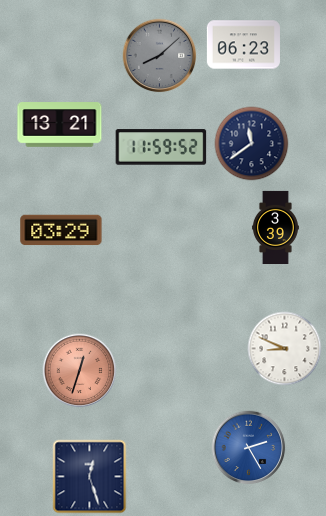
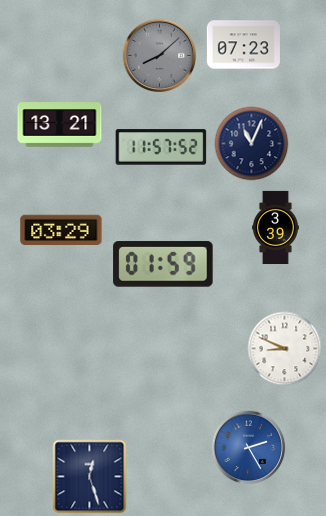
clock at (243, 45): 06:23 -> 07:23
clock at (252, 144): 11:39 -> 11:04
clock at (161, 147): 11:59 -> 11:57
clock at (163, 264): none -> 01:59
clock at (80, 371): 12:33 -> none
